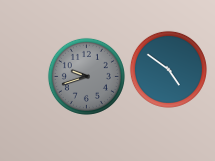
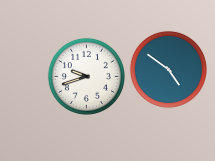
clock at (86, 76) dial: grey -> white
